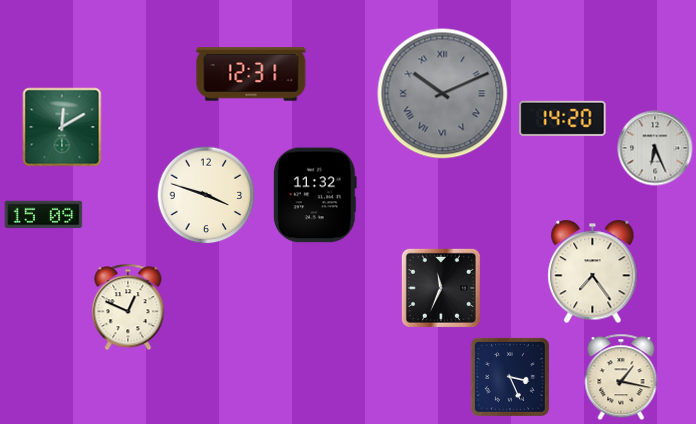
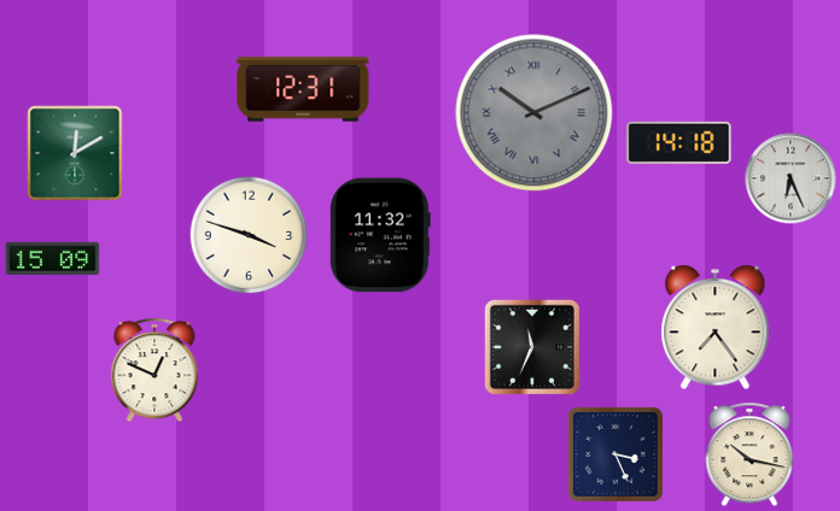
clock at (563, 118): 14:20 -> 14:18
clock at (621, 377): 1:17 -> 10:17
